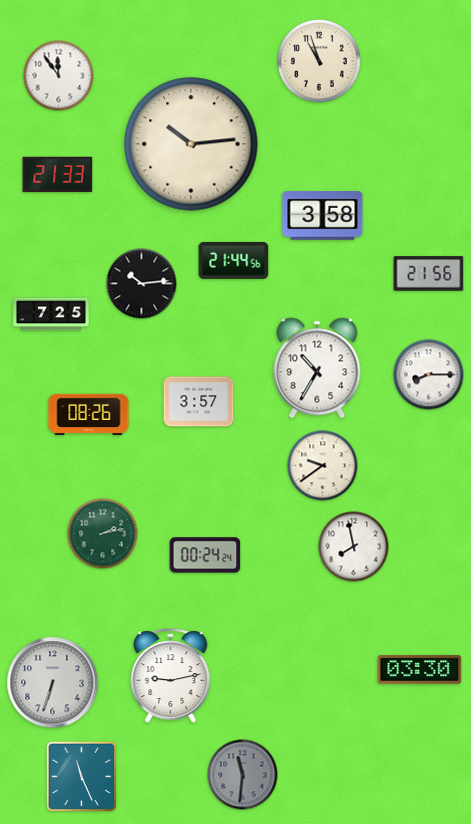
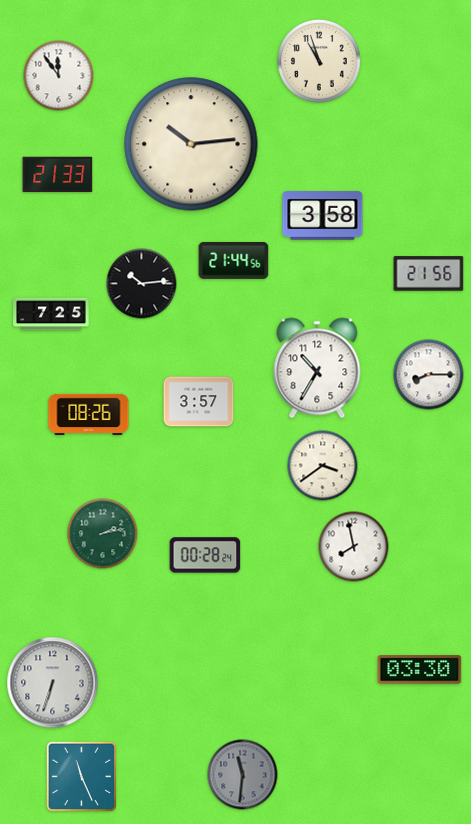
clock at (323, 466): 9:39 -> 3:39
clock at (205, 555): 00:24 -> 00:28
clock at (171, 676): 9:13 -> none
